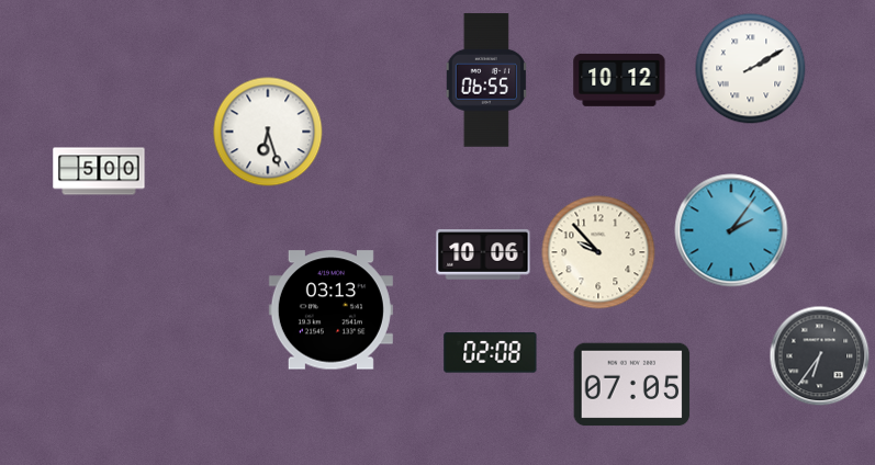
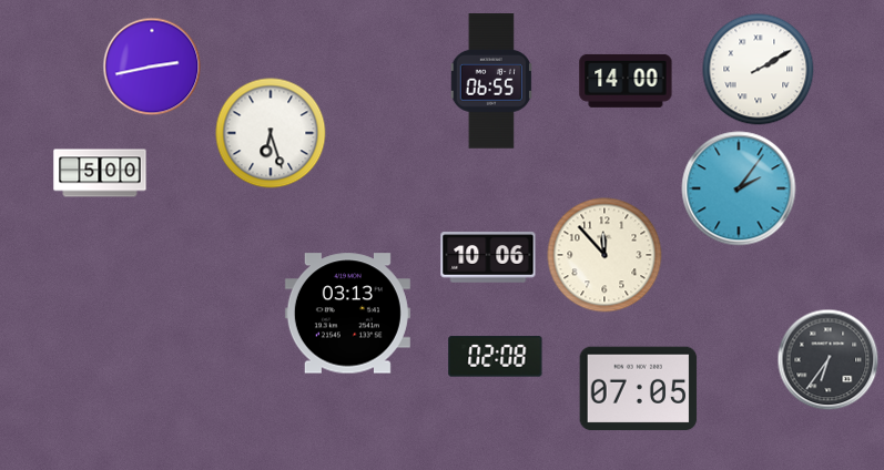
clock at (152, 67): none -> 2:43
clock at (619, 80): 10:12 -> 14:00
clock at (731, 230) position: (731, 230) -> (739, 188)
clock at (598, 252): 9:53 -> 11:53
clock at (330, 310) position: (330, 310) -> (347, 314)
